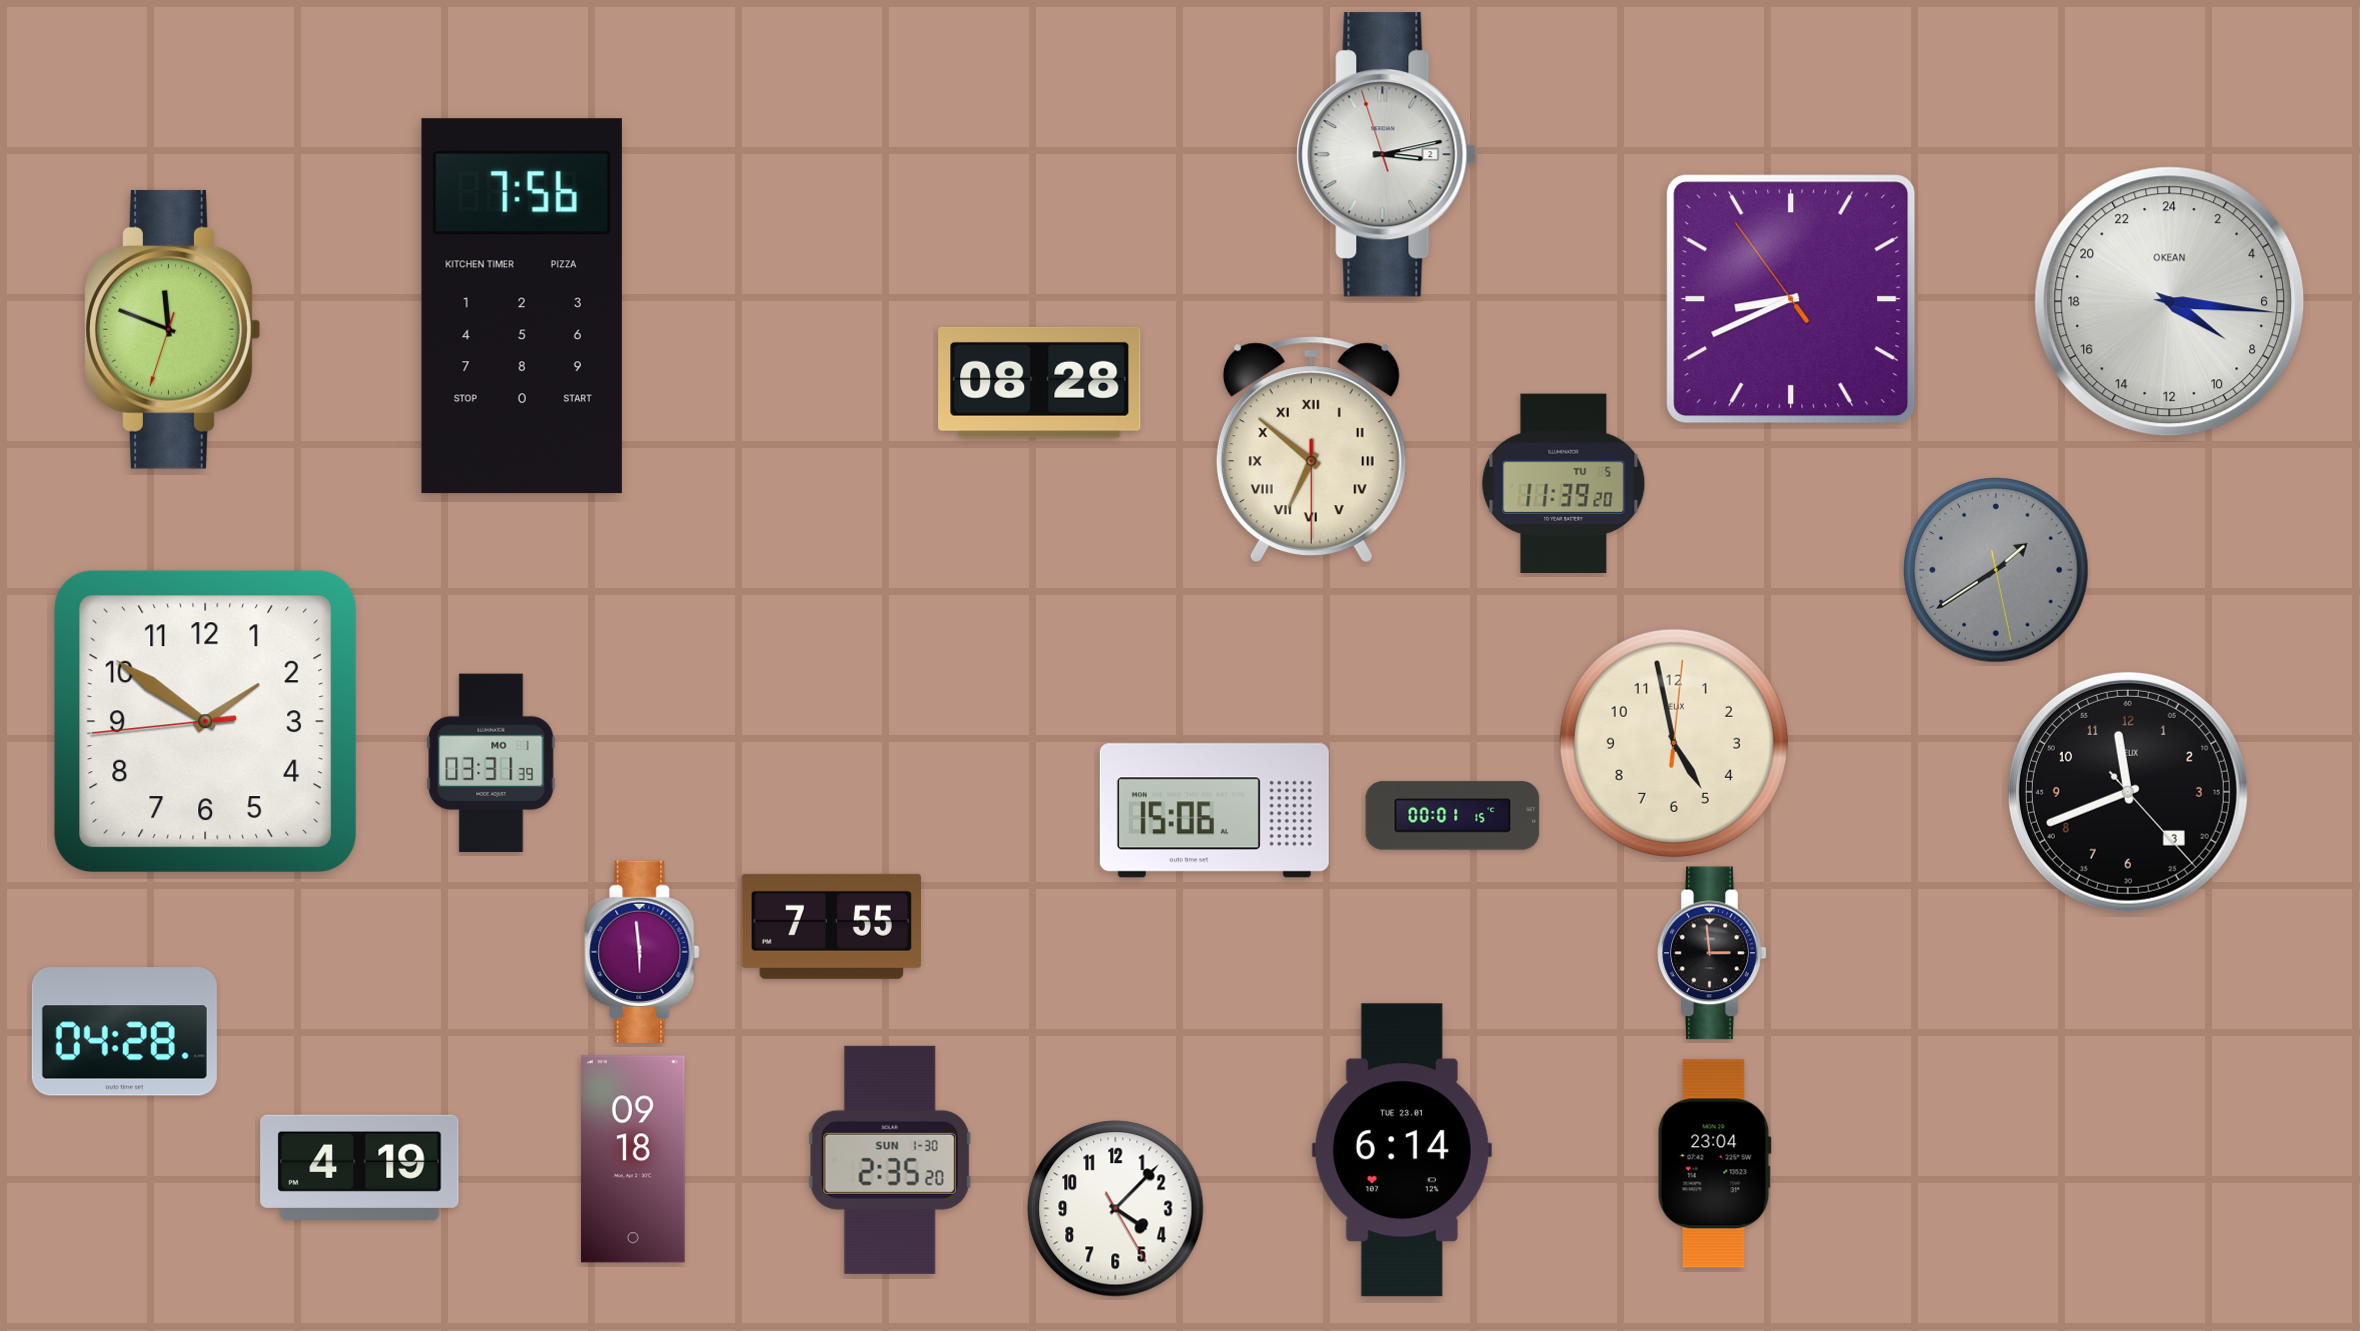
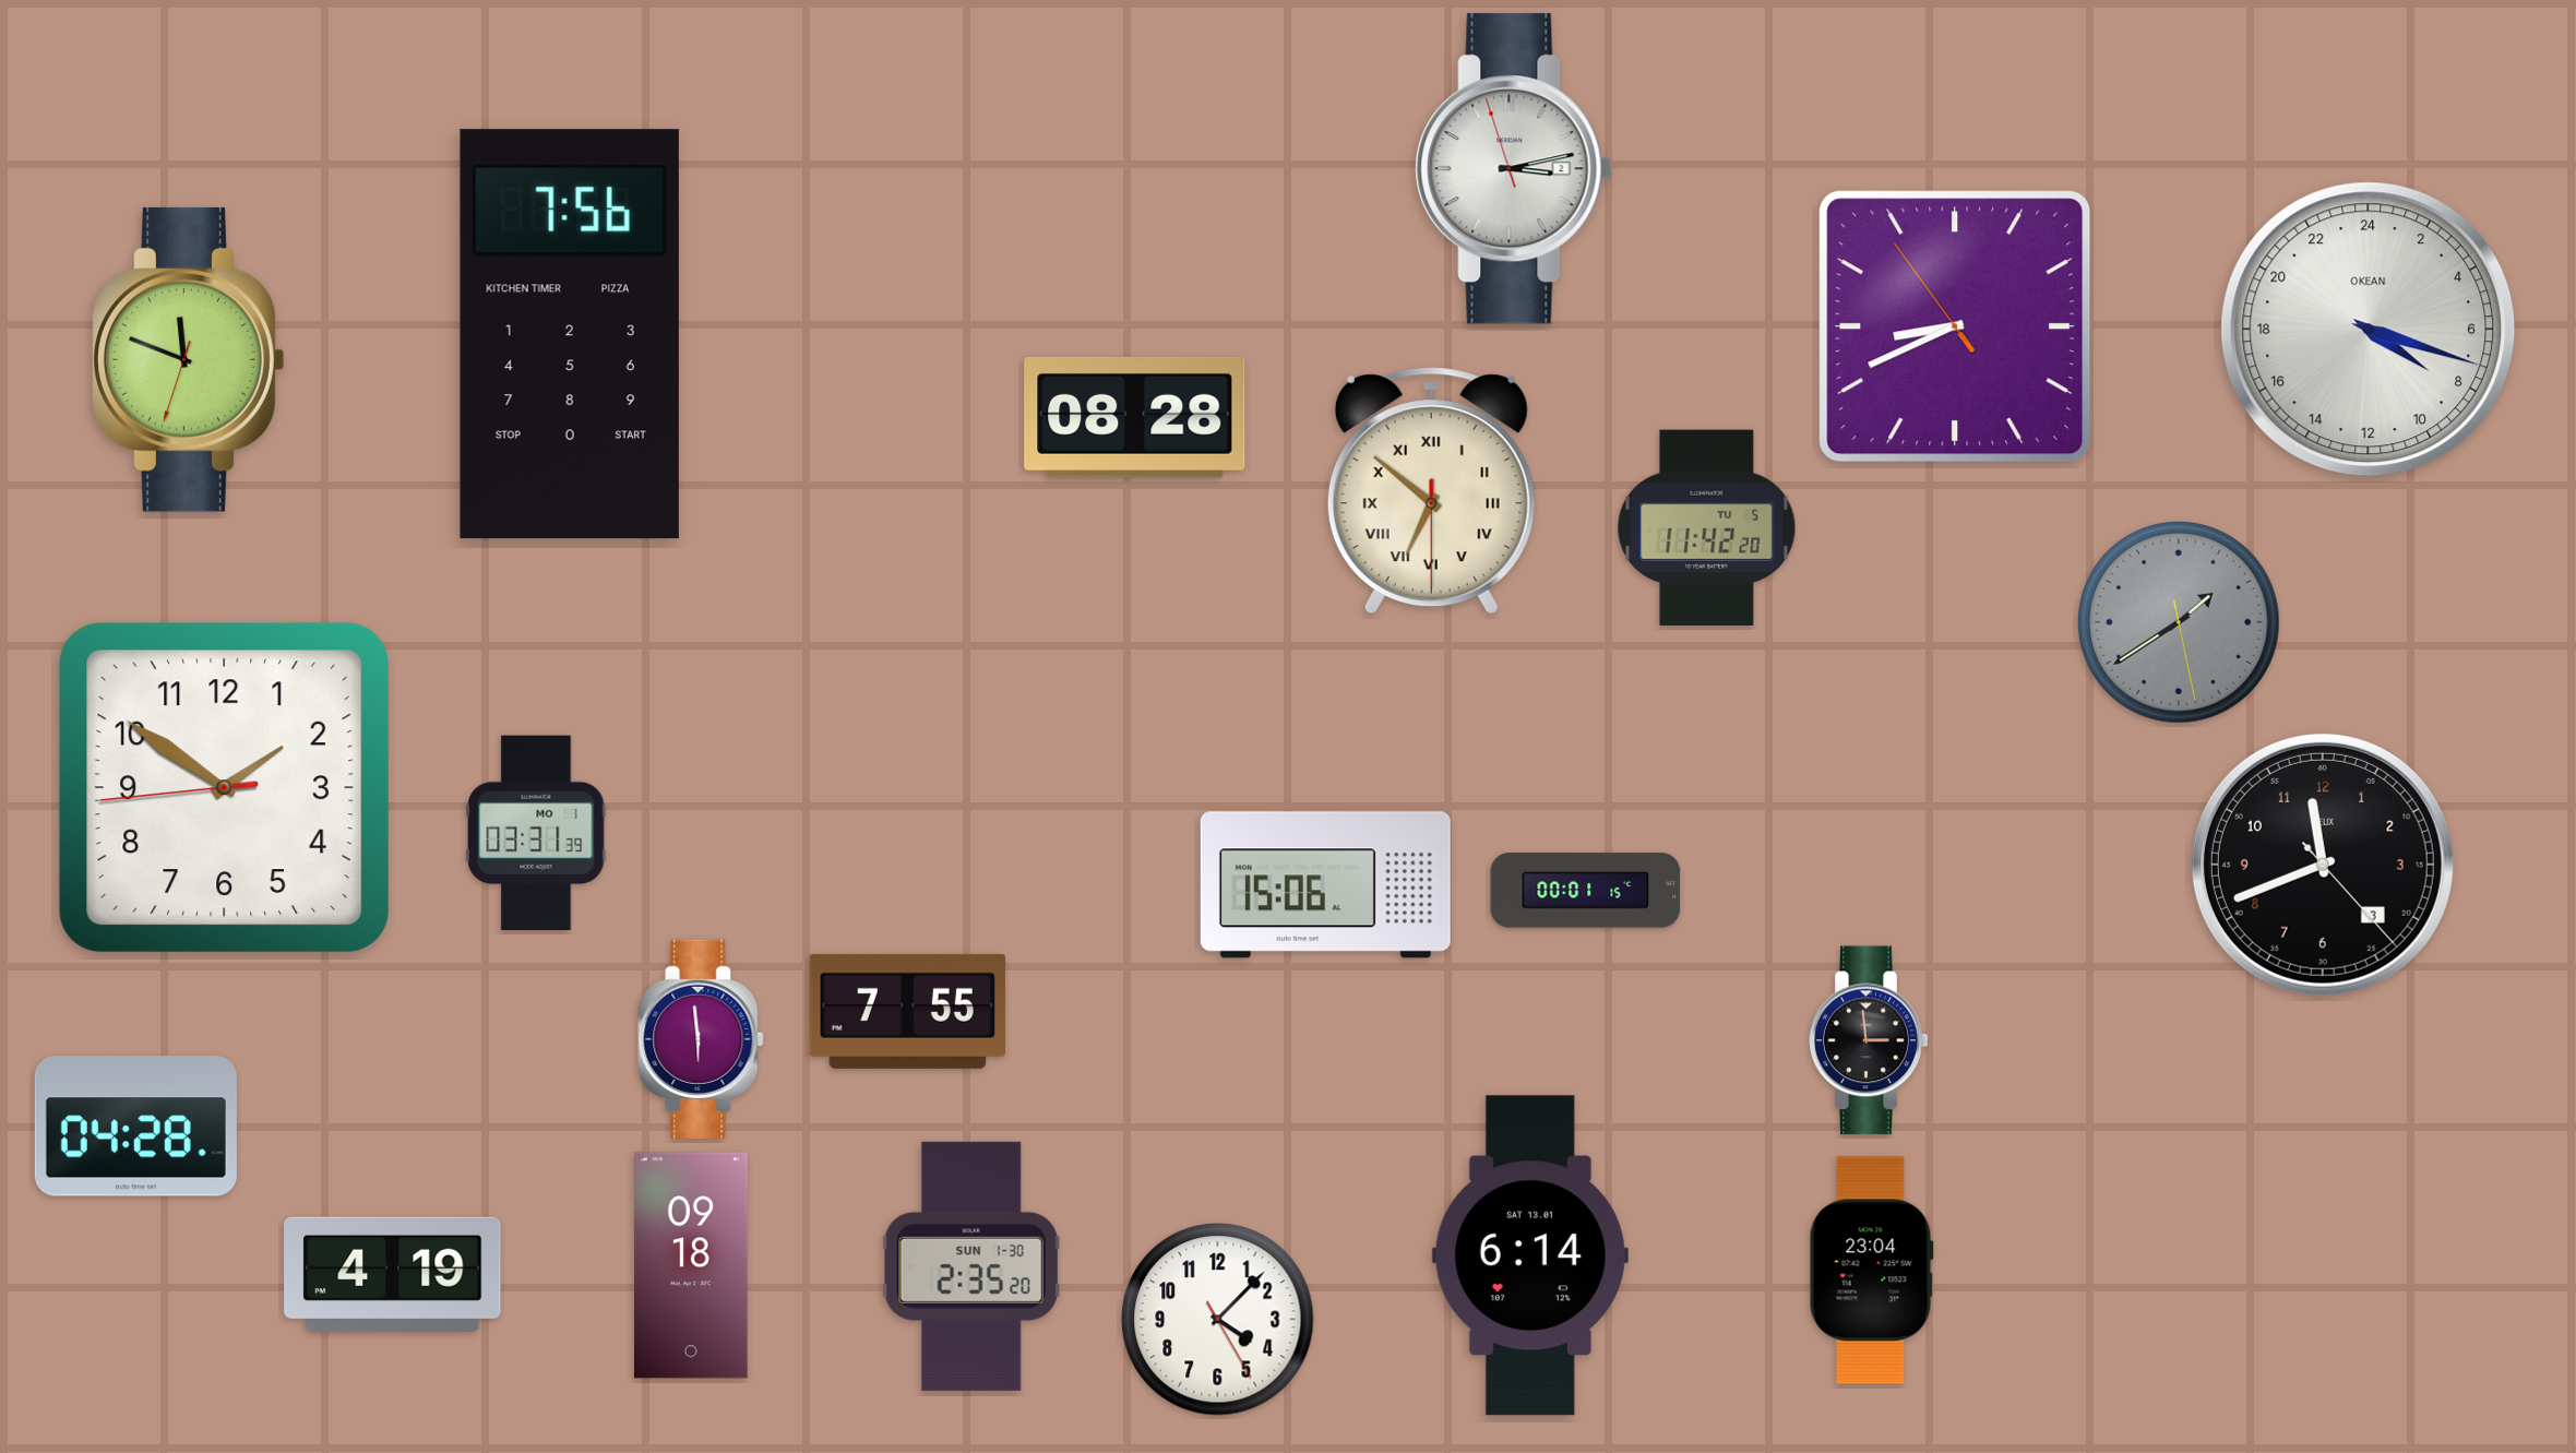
clock at (2170, 302): 8:16 -> 8:18
clock at (1564, 483): 11:39 -> 11:42
clock at (1674, 743): 4:58 -> none
clock at (1402, 1150) date: TUE 23.01 -> SAT 13.01
